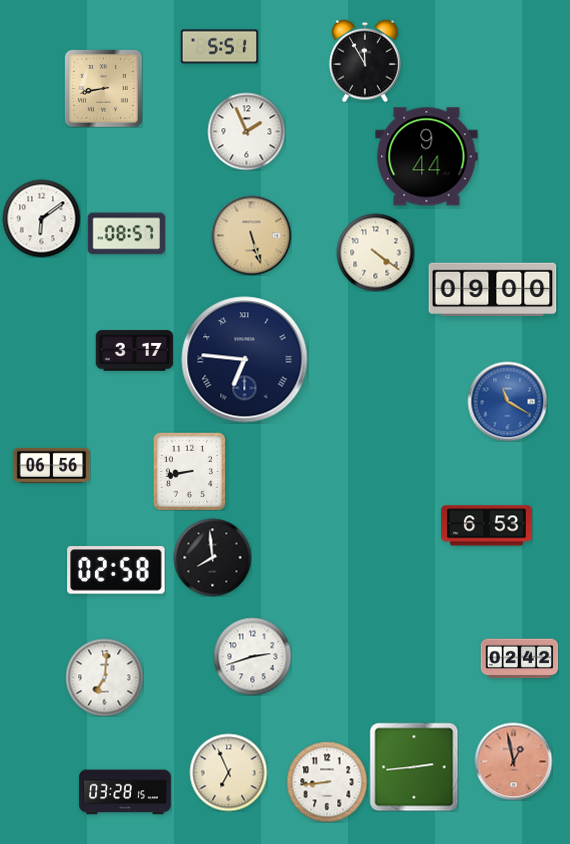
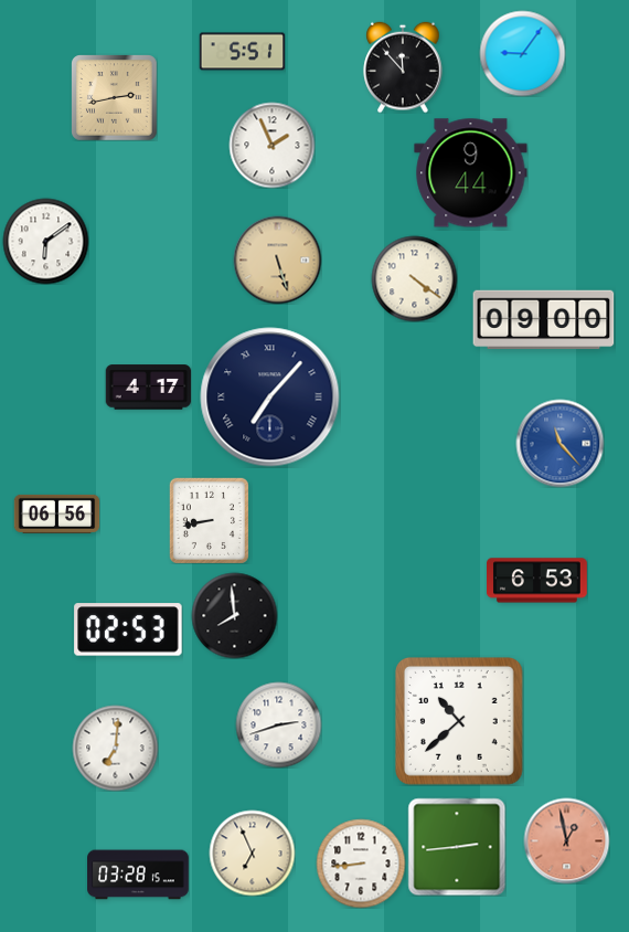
clock at (522, 53): none -> 9:06
clock at (365, 61): 11:55 -> 11:53
clock at (103, 88): 8:43 -> 2:43
clock at (126, 234): 08:57 -> none
clock at (134, 351): 3:17 -> 4:17
clock at (245, 360): 6:46 -> 7:07
clock at (507, 401): 11:20 -> 11:23
clock at (116, 570): 02:58 -> 02:53
clock at (459, 721): none -> 10:38
clock at (519, 659): 02:42 -> none
